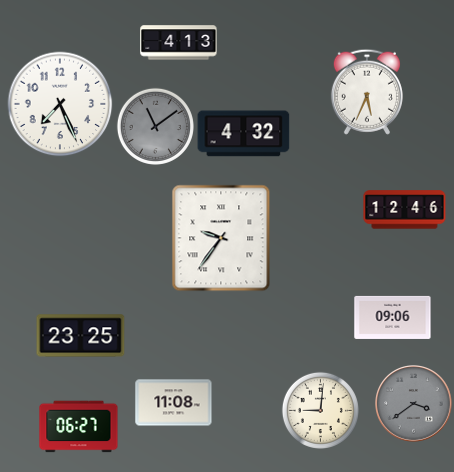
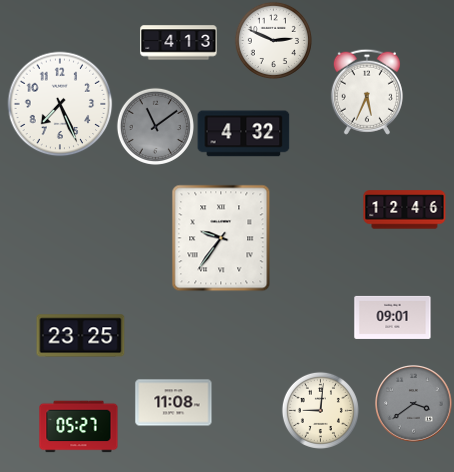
clock at (273, 40): none -> 2:49
clock at (393, 317): 09:06 -> 09:01
clock at (79, 427): 06:27 -> 05:27
